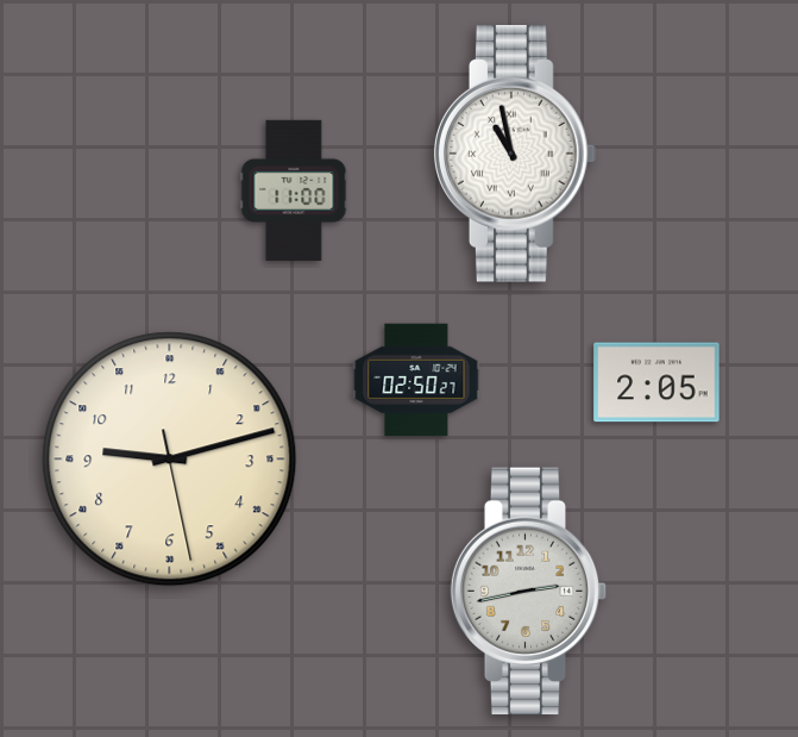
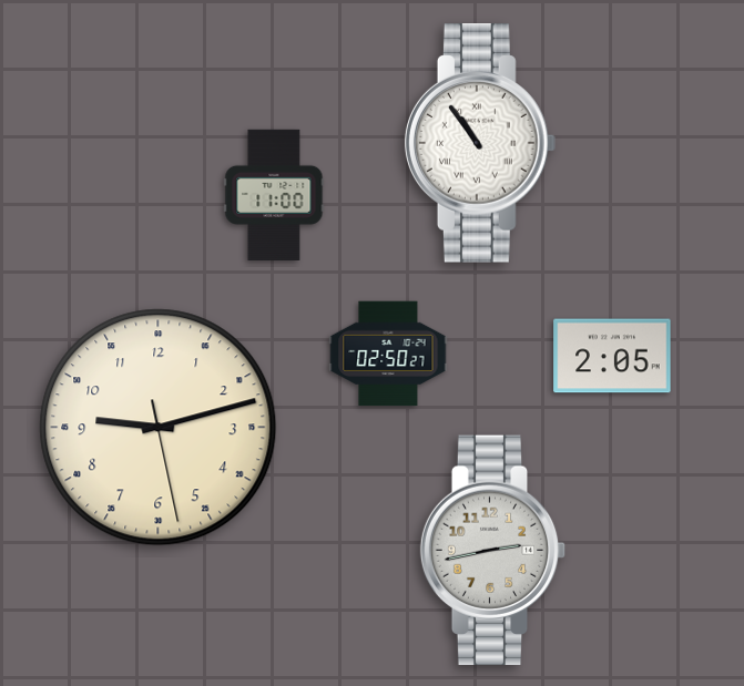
clock at (515, 155): 10:58 -> 10:54
clock at (294, 191) position: (294, 191) -> (274, 195)
